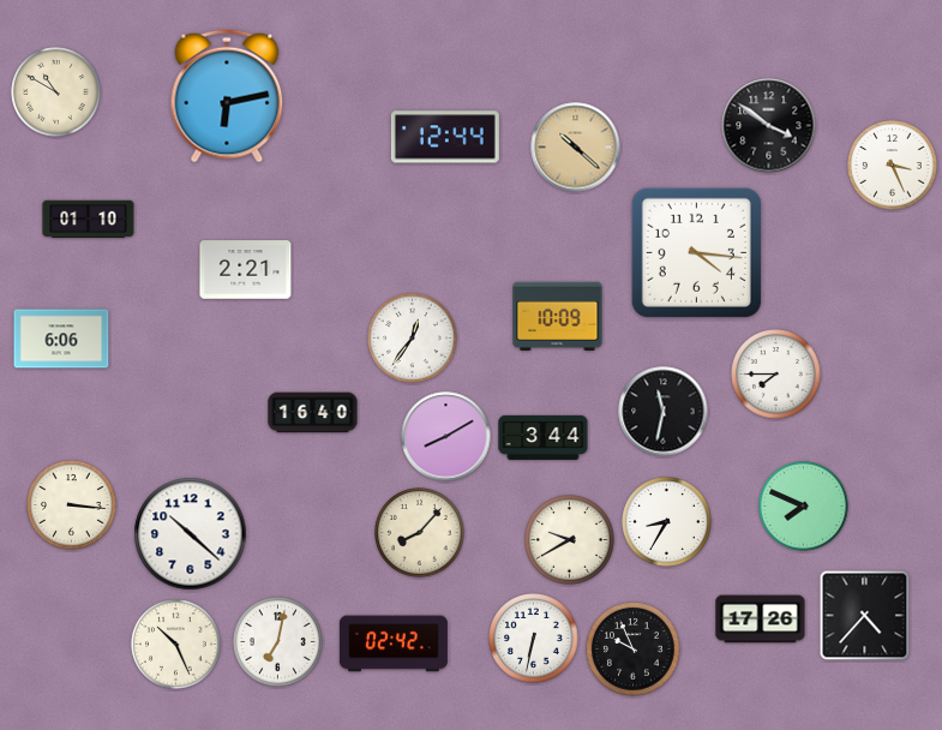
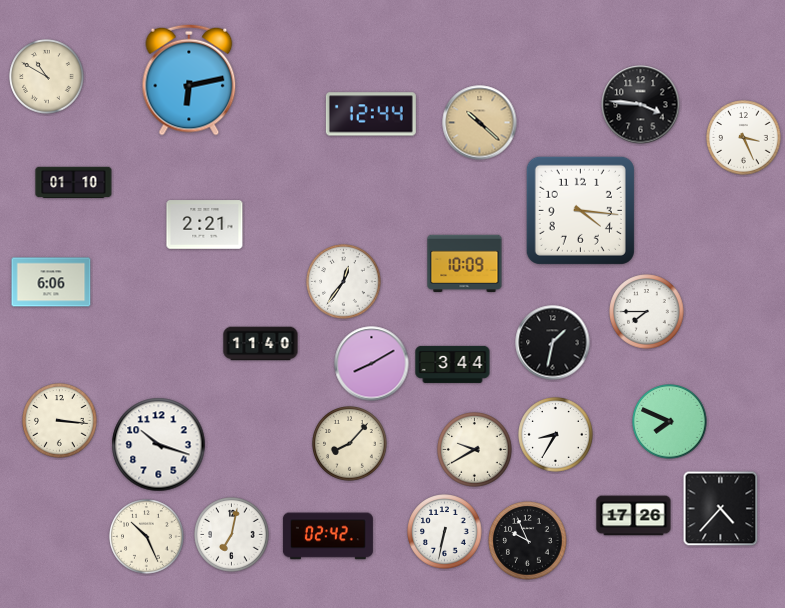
clock at (769, 126): 3:51 -> 3:46
clock at (664, 412): 11:32 -> 1:32
clock at (313, 413): 16:40 -> 11:40
clock at (191, 534): 10:22 -> 10:18
clock at (865, 616) position: (865, 616) -> (721, 509)
